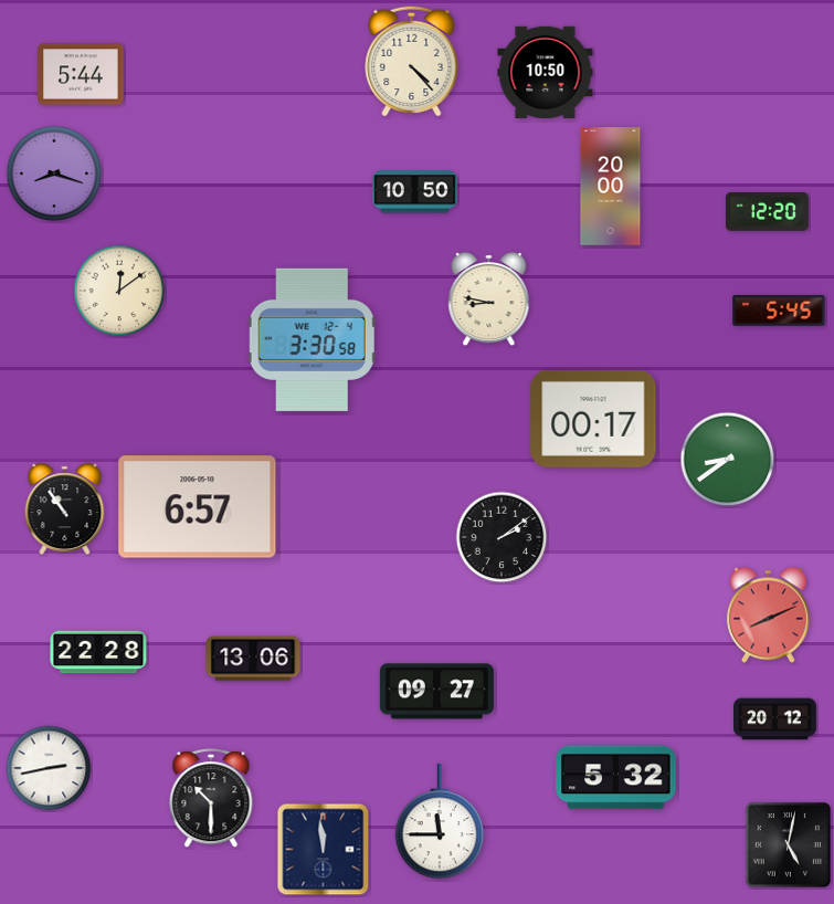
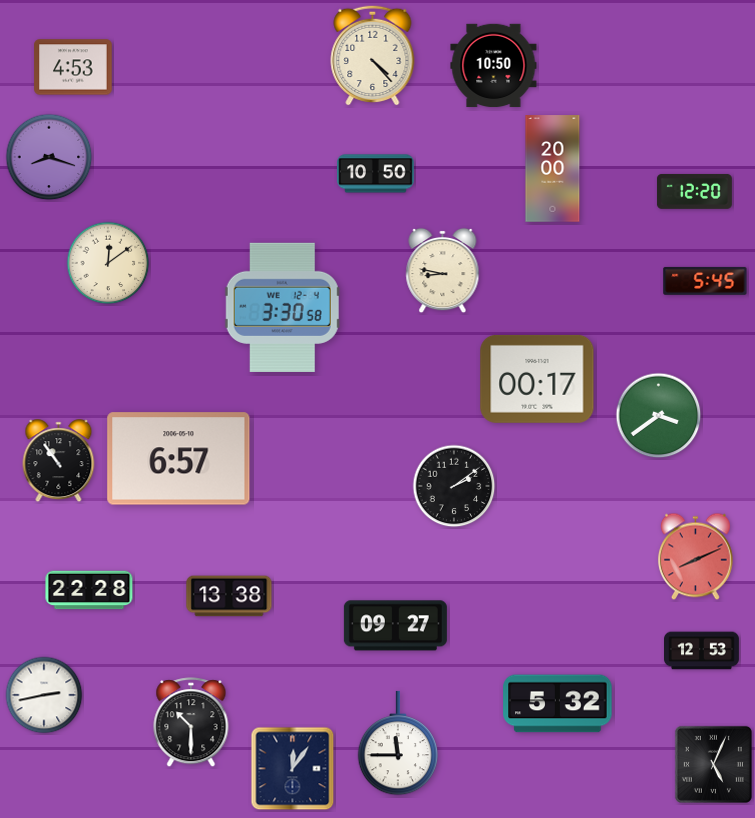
clock at (81, 74): 5:44 -> 4:53
clock at (728, 460): 8:39 -> 3:39
clock at (253, 659): 13:06 -> 13:38
clock at (775, 719): 20:12 -> 12:53
clock at (788, 844): 5:02 -> 5:04
clock at (324, 850): 11:59 -> 12:06
